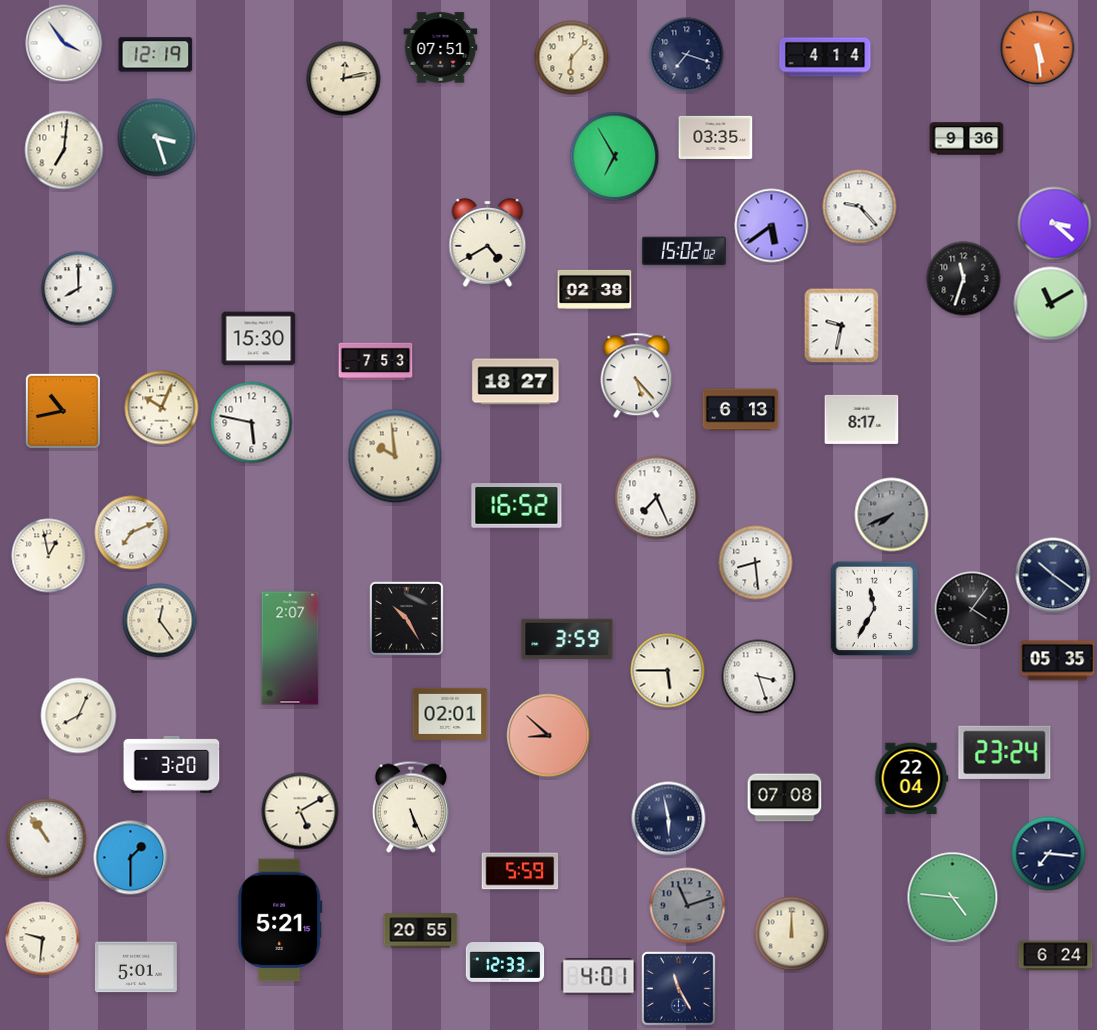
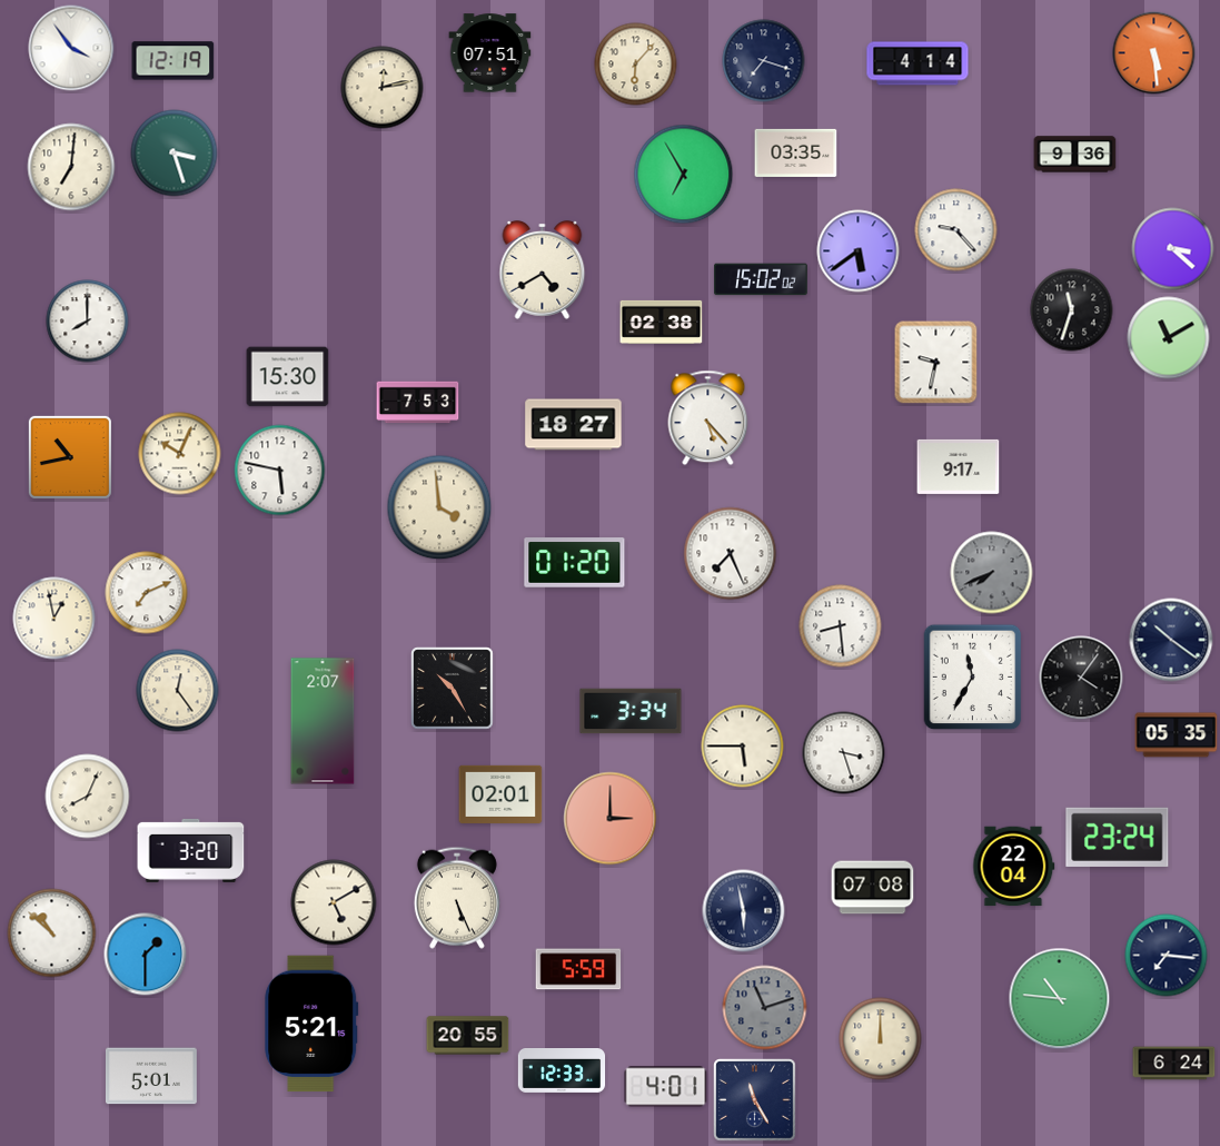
clock at (741, 410): 6:13 -> none
clock at (862, 419): 8:17 -> 9:17
clock at (395, 456): 9:59 -> 3:59
clock at (517, 506): 16:52 -> 01:20
clock at (567, 639): 3:59 -> 3:34
clock at (549, 736): 8:52 -> 3:00
clock at (47, 839): 10:54 -> 10:52
clock at (1049, 854) position: (1049, 854) -> (1167, 956)
clock at (953, 898): 4:46 -> 10:46
clock at (43, 939): 9:31 -> none
